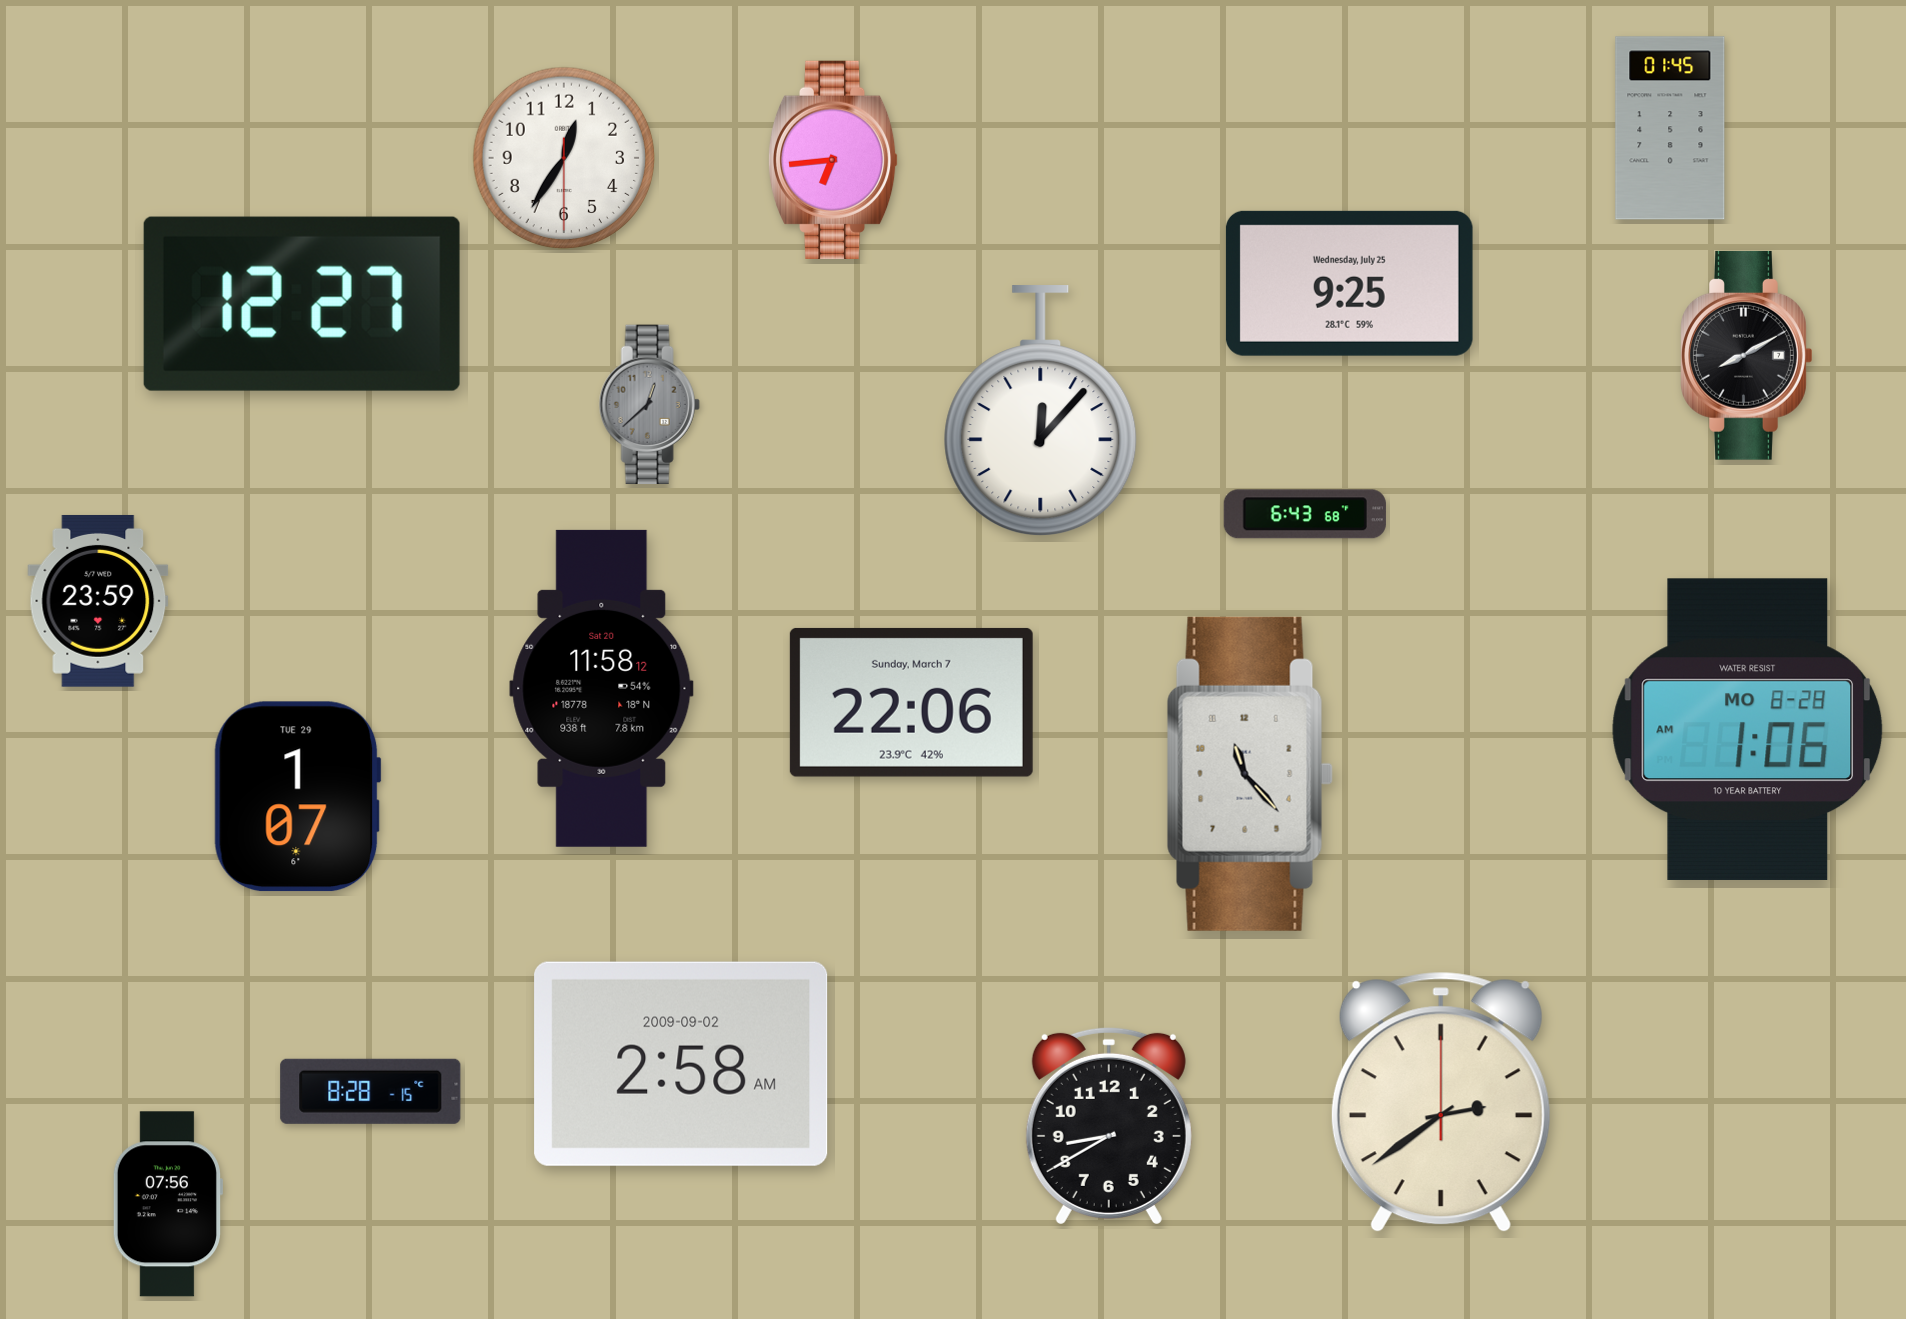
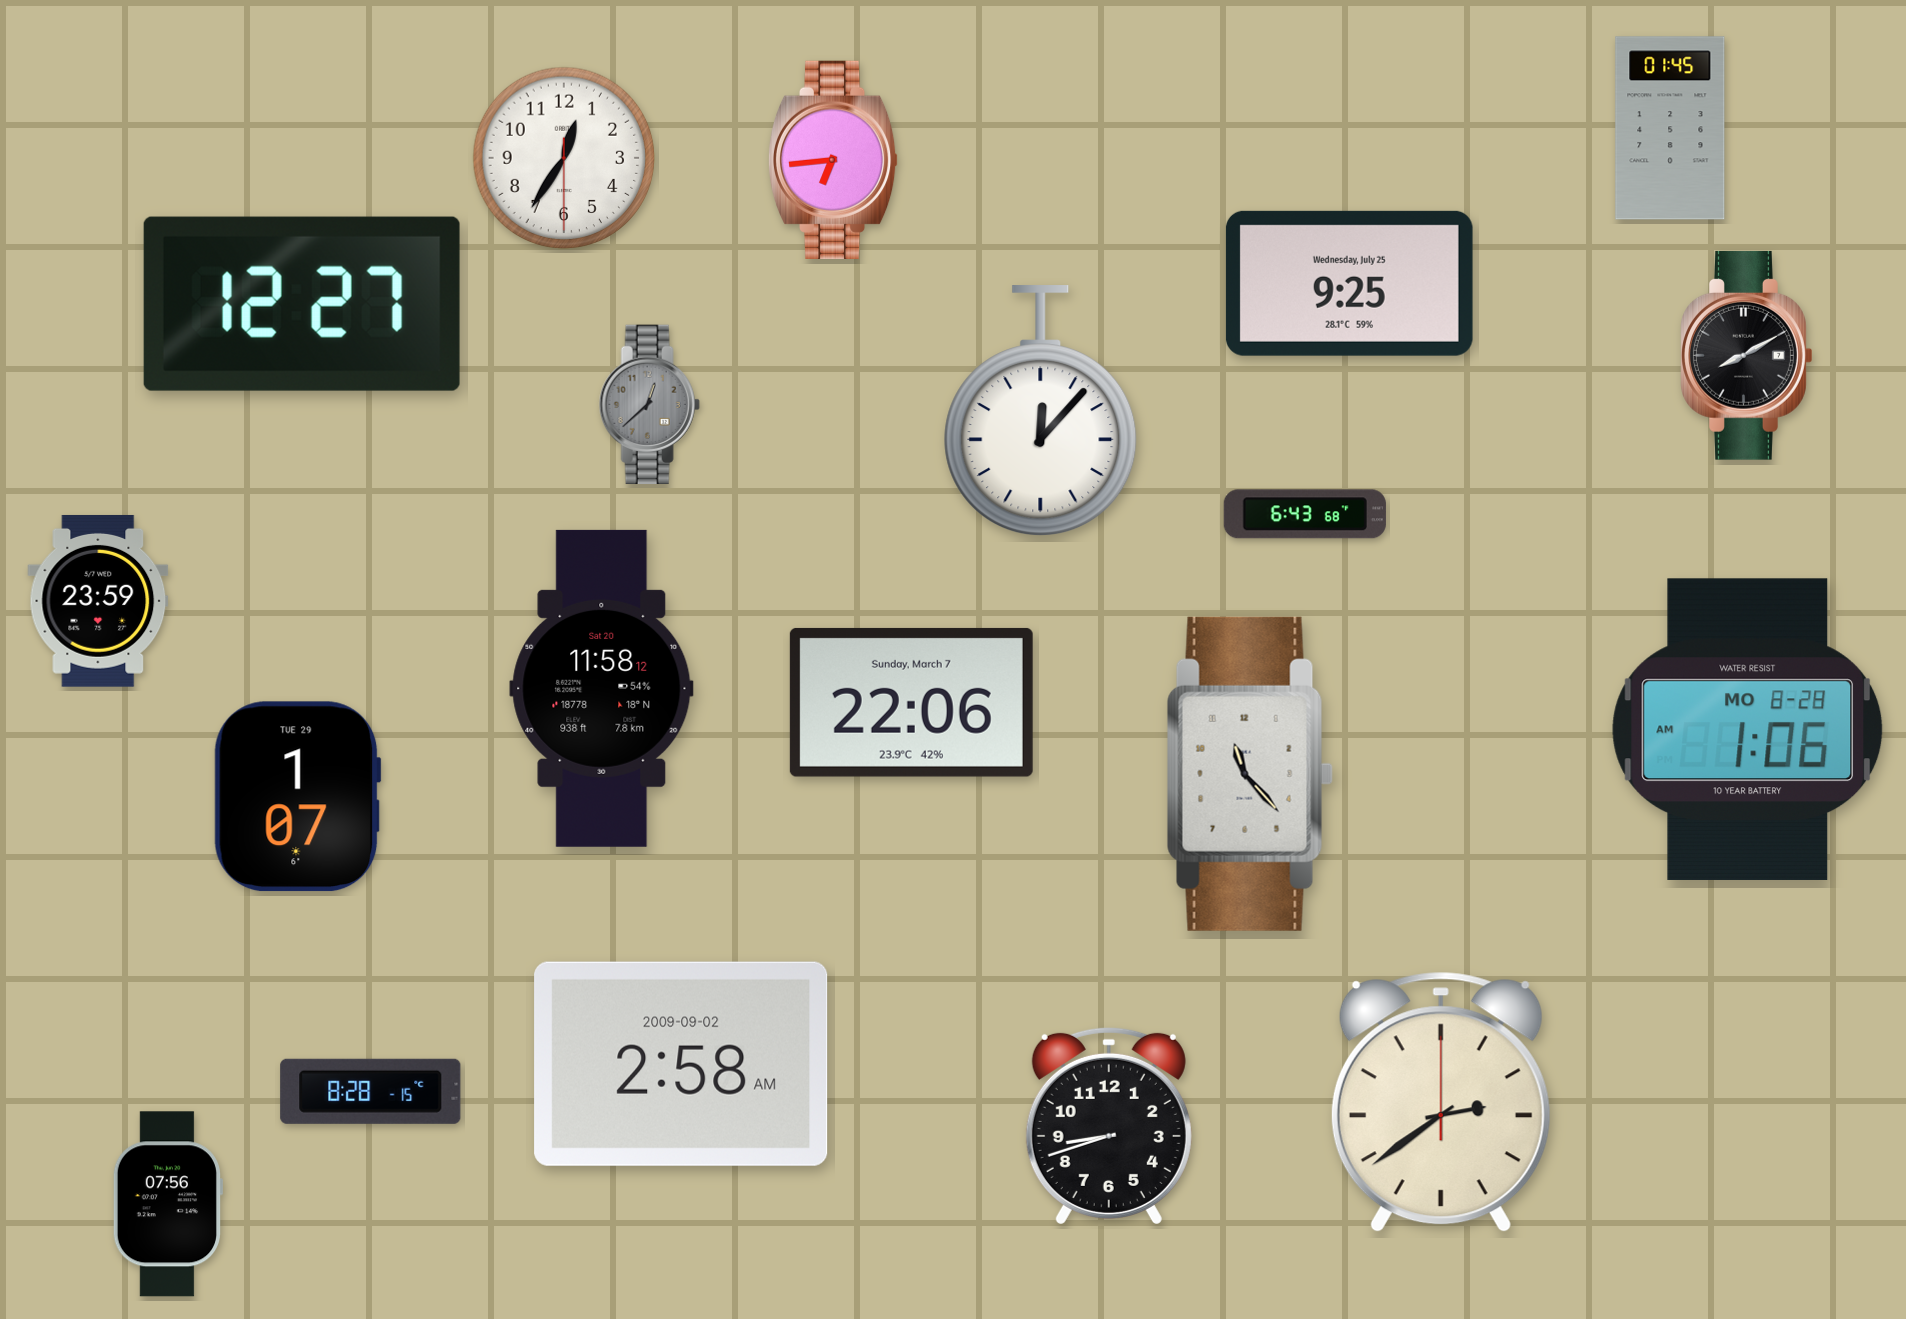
clock at (1109, 1126): 8:40 -> 8:42
